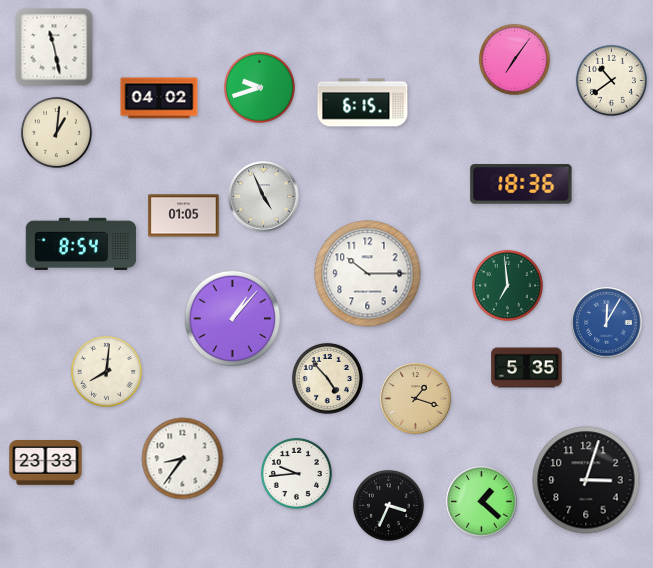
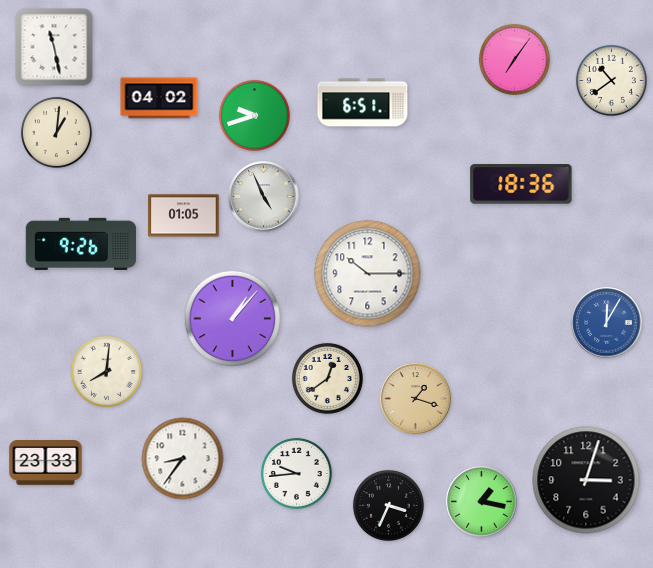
clock at (259, 87) position: (259, 87) -> (254, 115)
clock at (363, 103): 6:15 -> 6:51
clock at (81, 244): 8:54 -> 9:26
clock at (507, 285): 6:59 -> none
clock at (527, 368): 5:35 -> none
clock at (327, 378): 4:53 -> 12:39
clock at (482, 502): 1:22 -> 1:17
